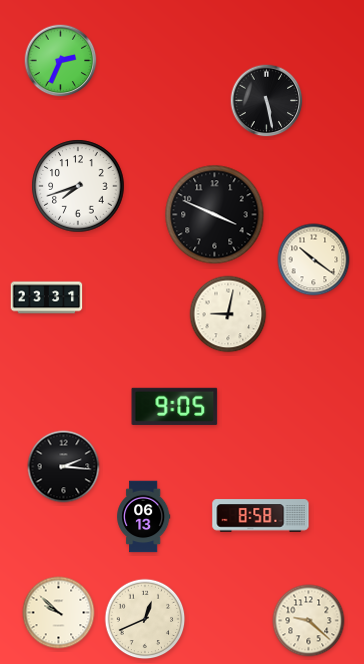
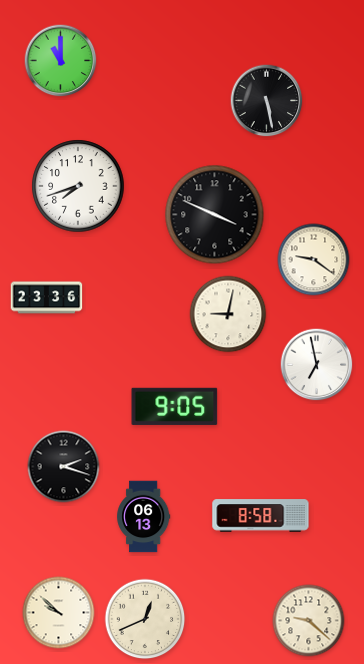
clock at (61, 61): 2:34 -> 11:00
clock at (314, 260): 10:21 -> 9:21
clock at (47, 298): 23:31 -> 23:36
clock at (317, 365): none -> 6:58
clock at (64, 467): 2:16 -> 2:18
